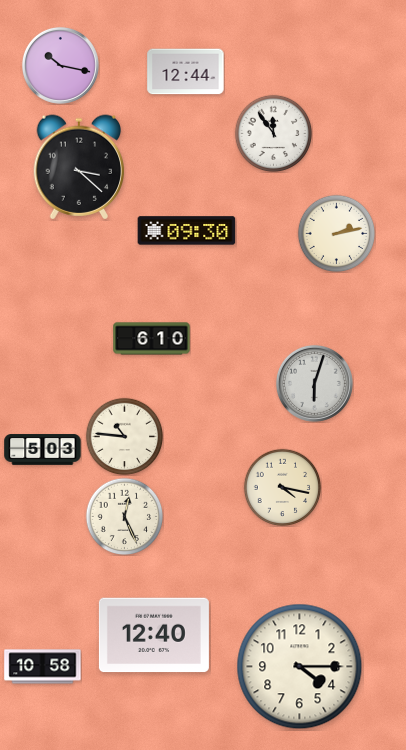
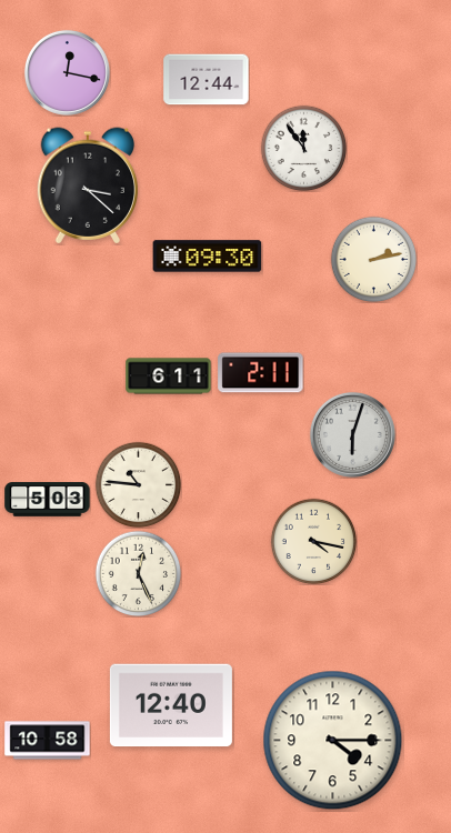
clock at (60, 65): 10:17 -> 12:17
clock at (261, 373): none -> 2:11
clock at (152, 339): 6:10 -> 6:11
clock at (314, 383) position: (314, 383) -> (352, 434)
